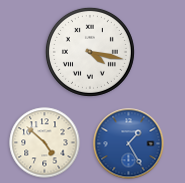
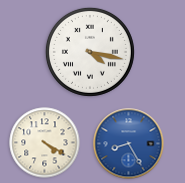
clock at (45, 143): 4:52 -> 4:20
clock at (129, 144): 1:25 -> 8:25
